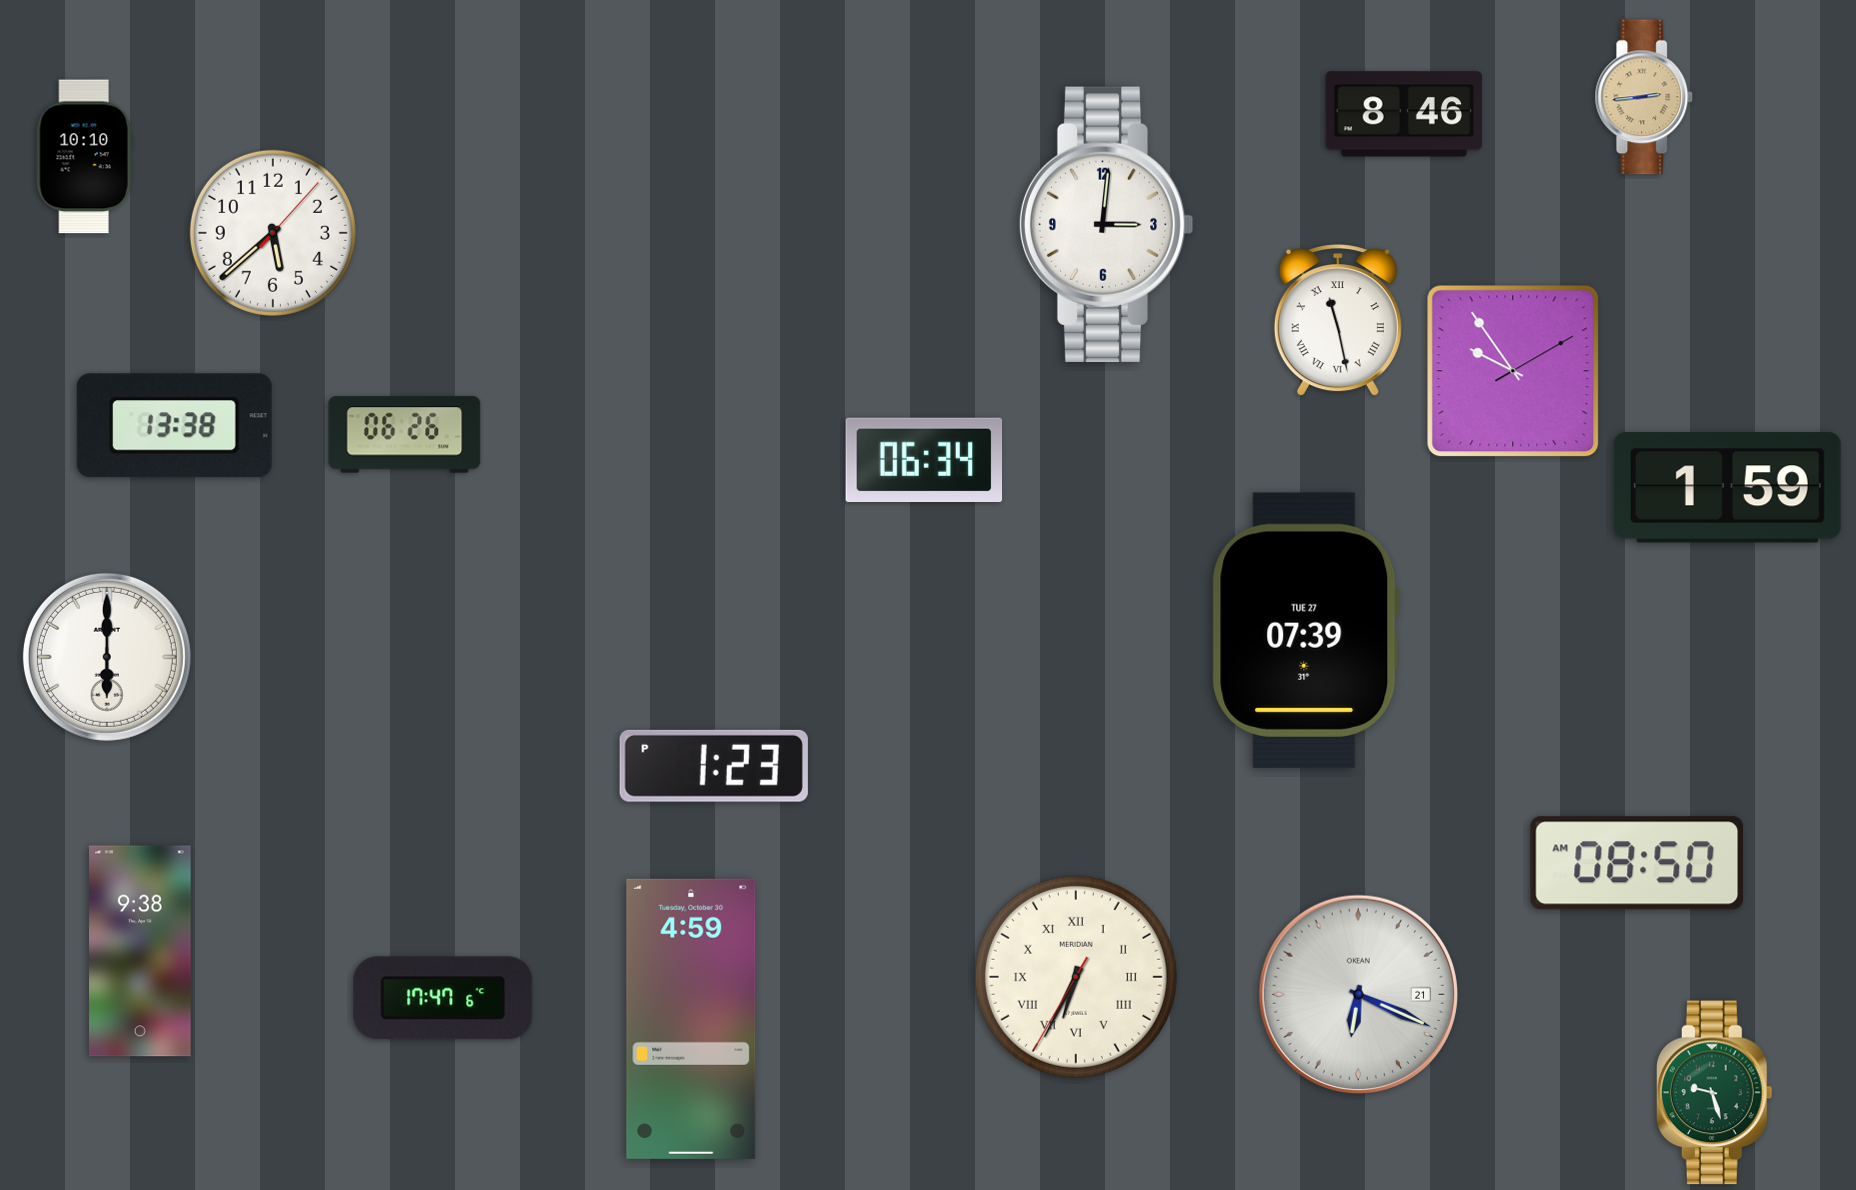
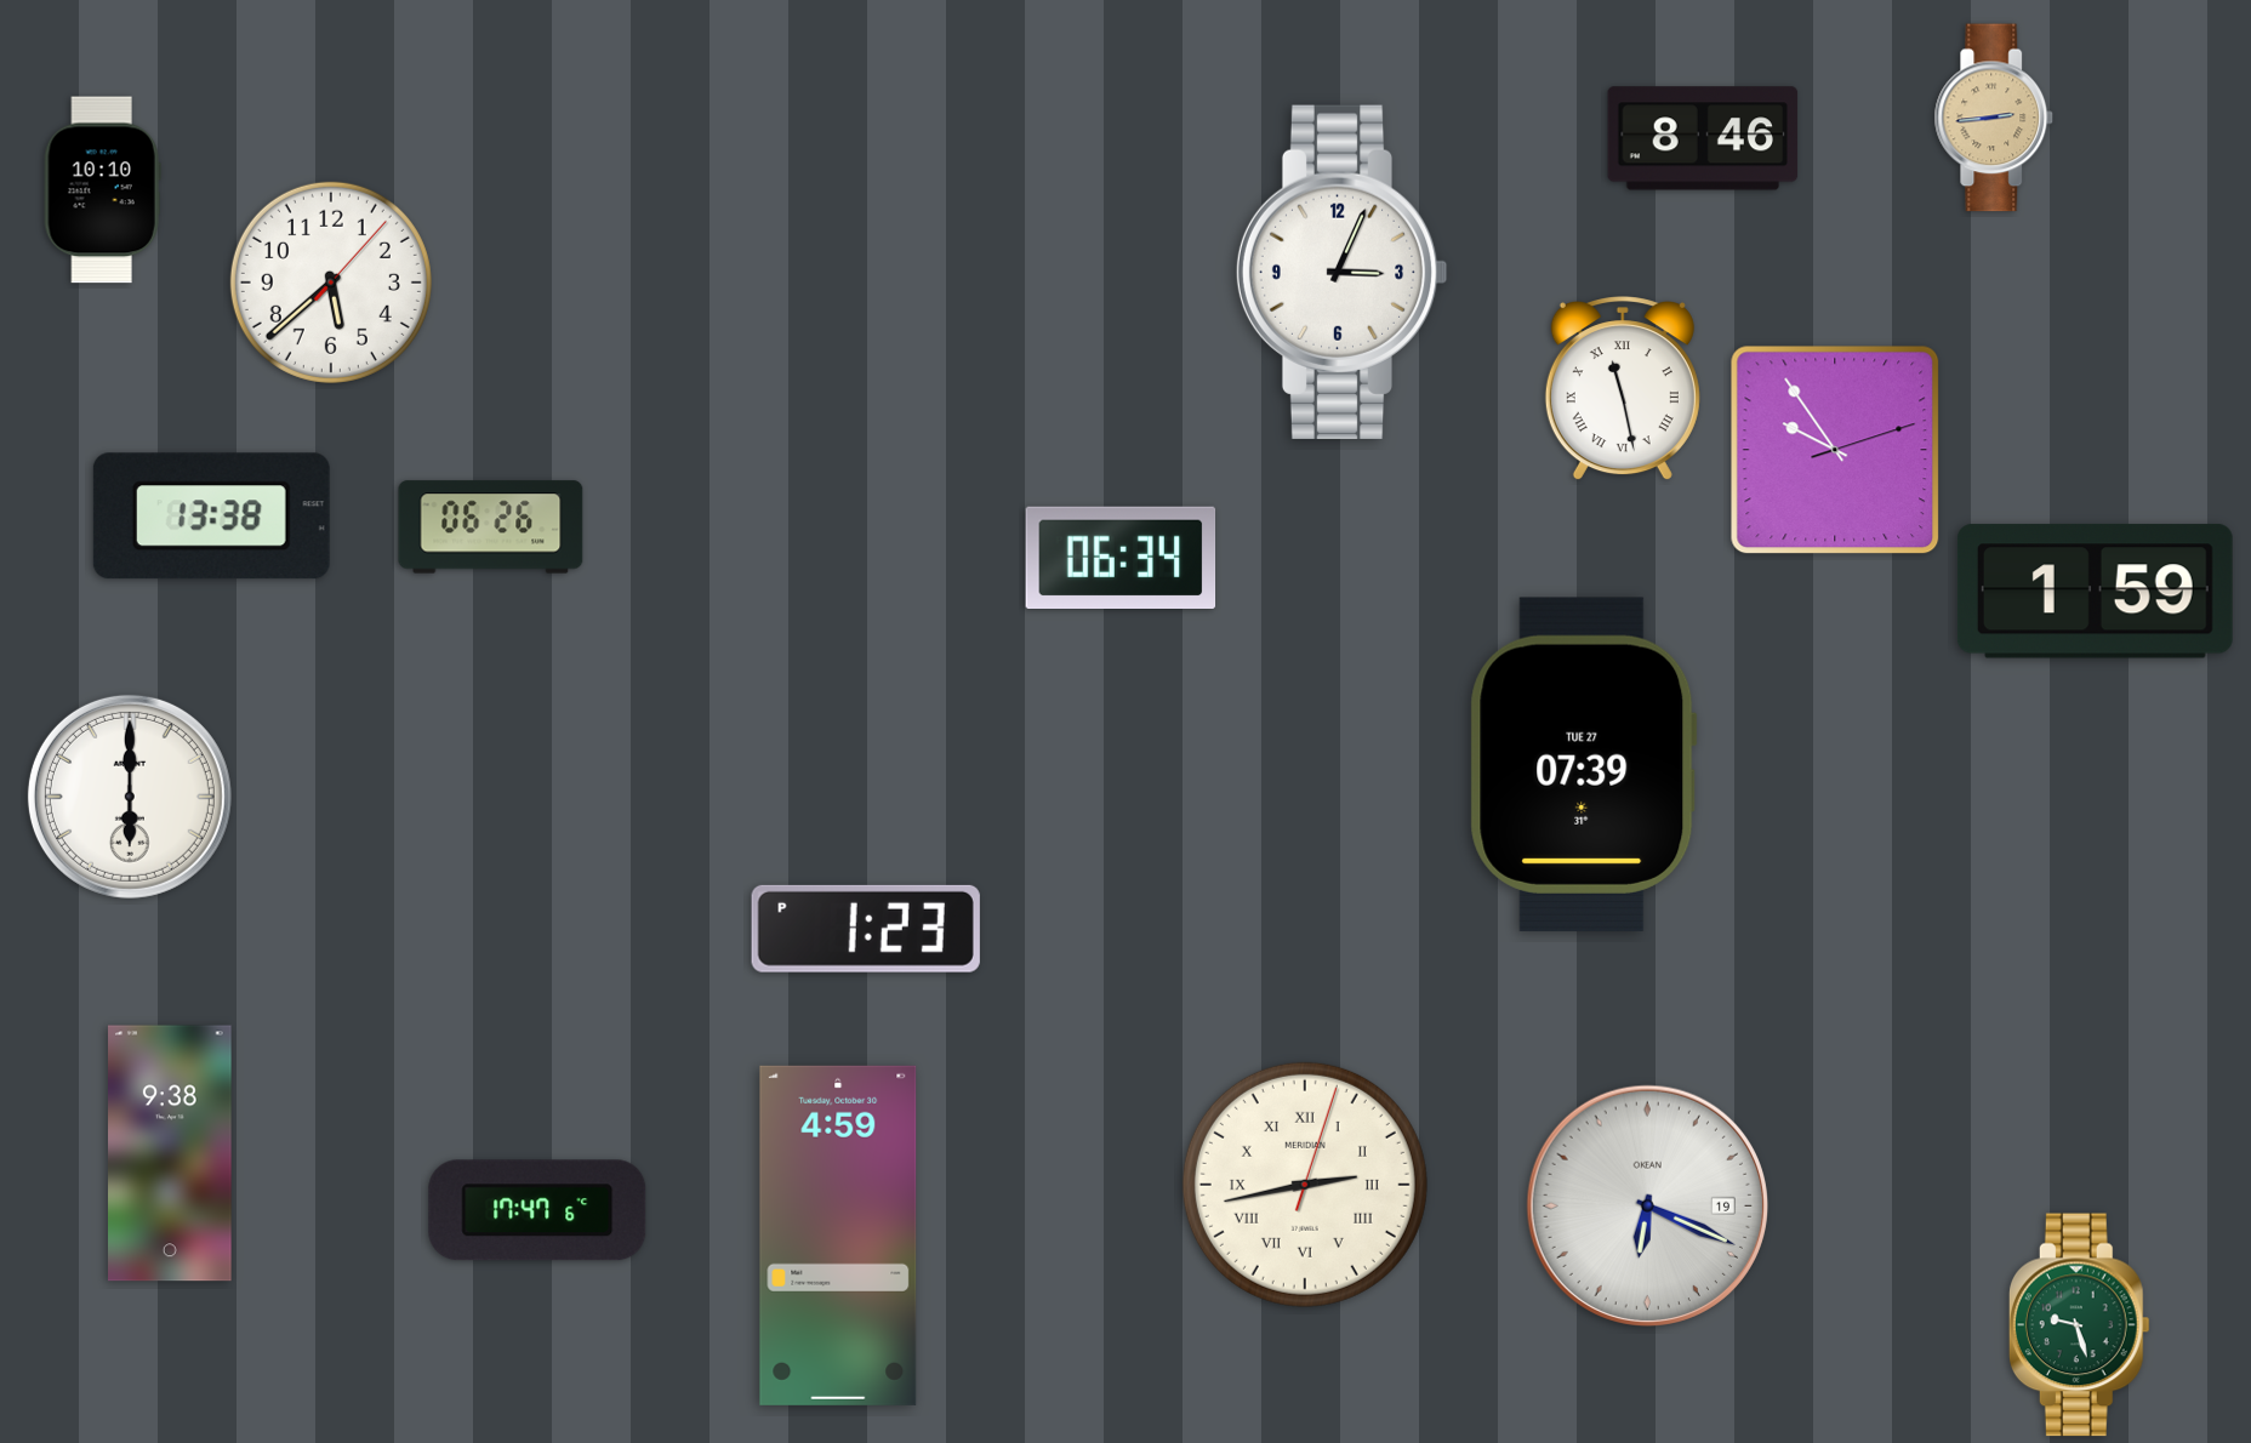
clock at (1106, 224): 3:01 -> 3:04
clock at (1513, 371): 9:54:10 -> 9:54:12
clock at (1637, 863): 08:50 -> none
clock at (1076, 977): 6:34 -> 2:43
clock at (1358, 994) date: 21 -> 19
